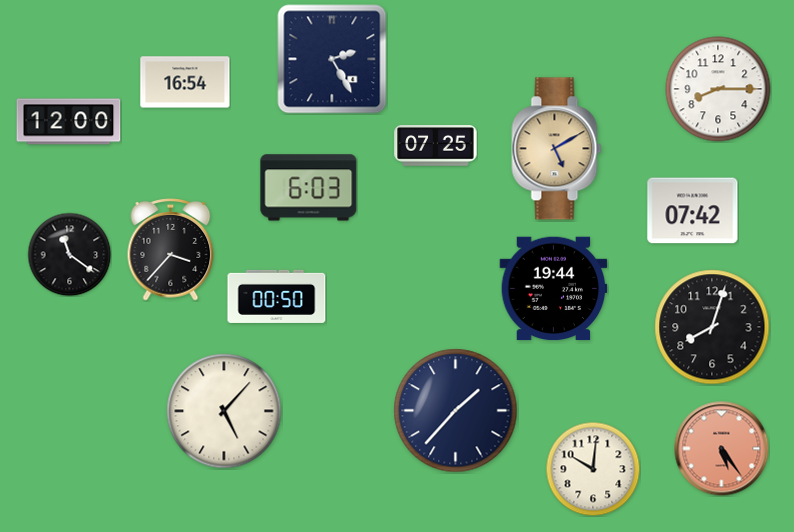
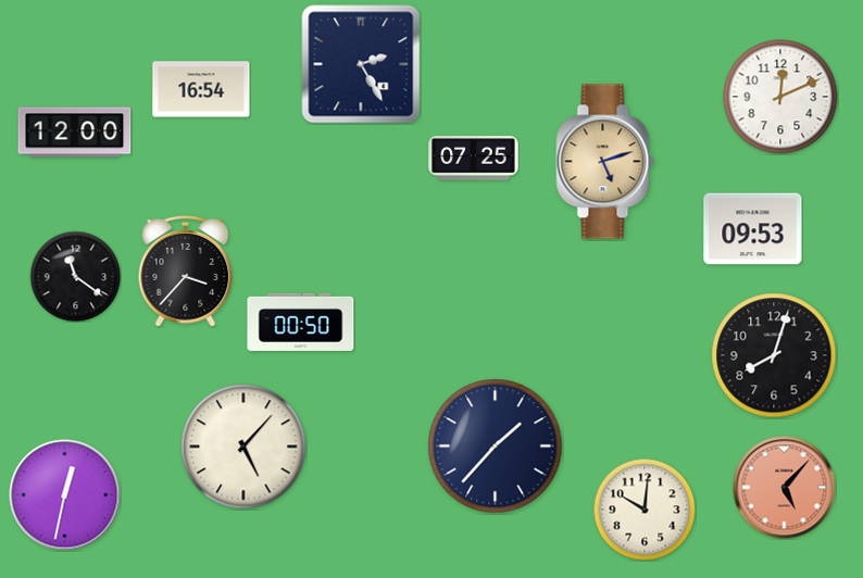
clock at (718, 89): 8:15 -> 12:11
clock at (557, 149): 5:10 -> 5:12
clock at (309, 188): 6:03 -> none
clock at (693, 211): 07:42 -> 09:53
clock at (554, 289): 19:44 -> none
clock at (721, 448): 5:24 -> 5:07
clock at (65, 495): none -> 12:32
